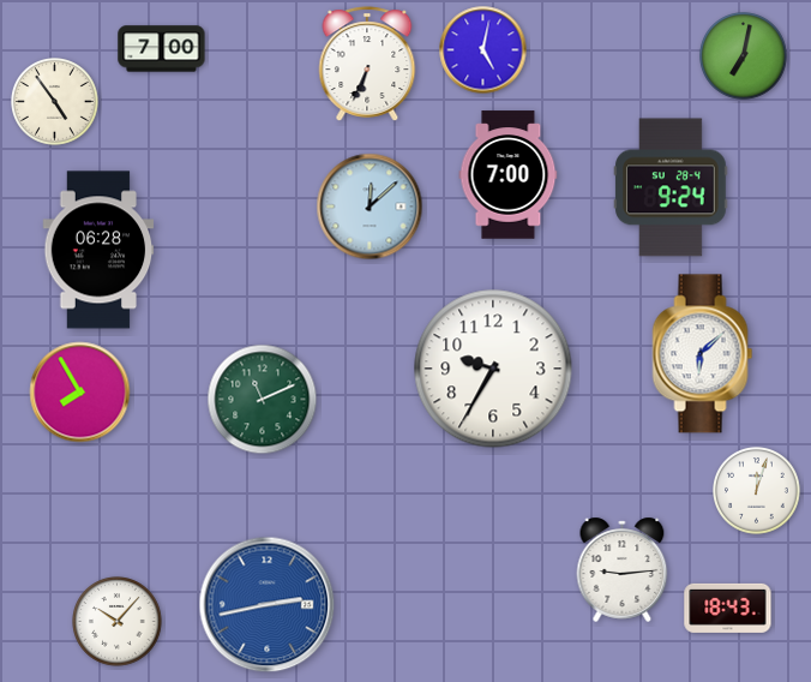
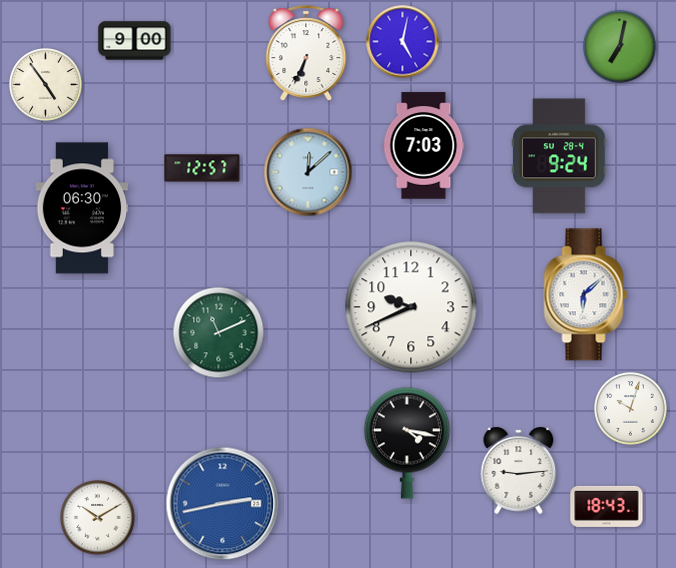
clock at (162, 49): 7:00 -> 9:00
clock at (509, 175): 7:00 -> 7:03
clock at (202, 168): none -> 12:57
clock at (98, 250): 06:28 -> 06:30
clock at (493, 369): 9:35 -> 9:41
clock at (80, 393): 7:55 -> none
clock at (757, 491): 12:03 -> 10:03
clock at (407, 443): none -> 4:17
clock at (623, 569) position: (623, 569) -> (519, 470)
clock at (118, 622): 10:07 -> 10:10
